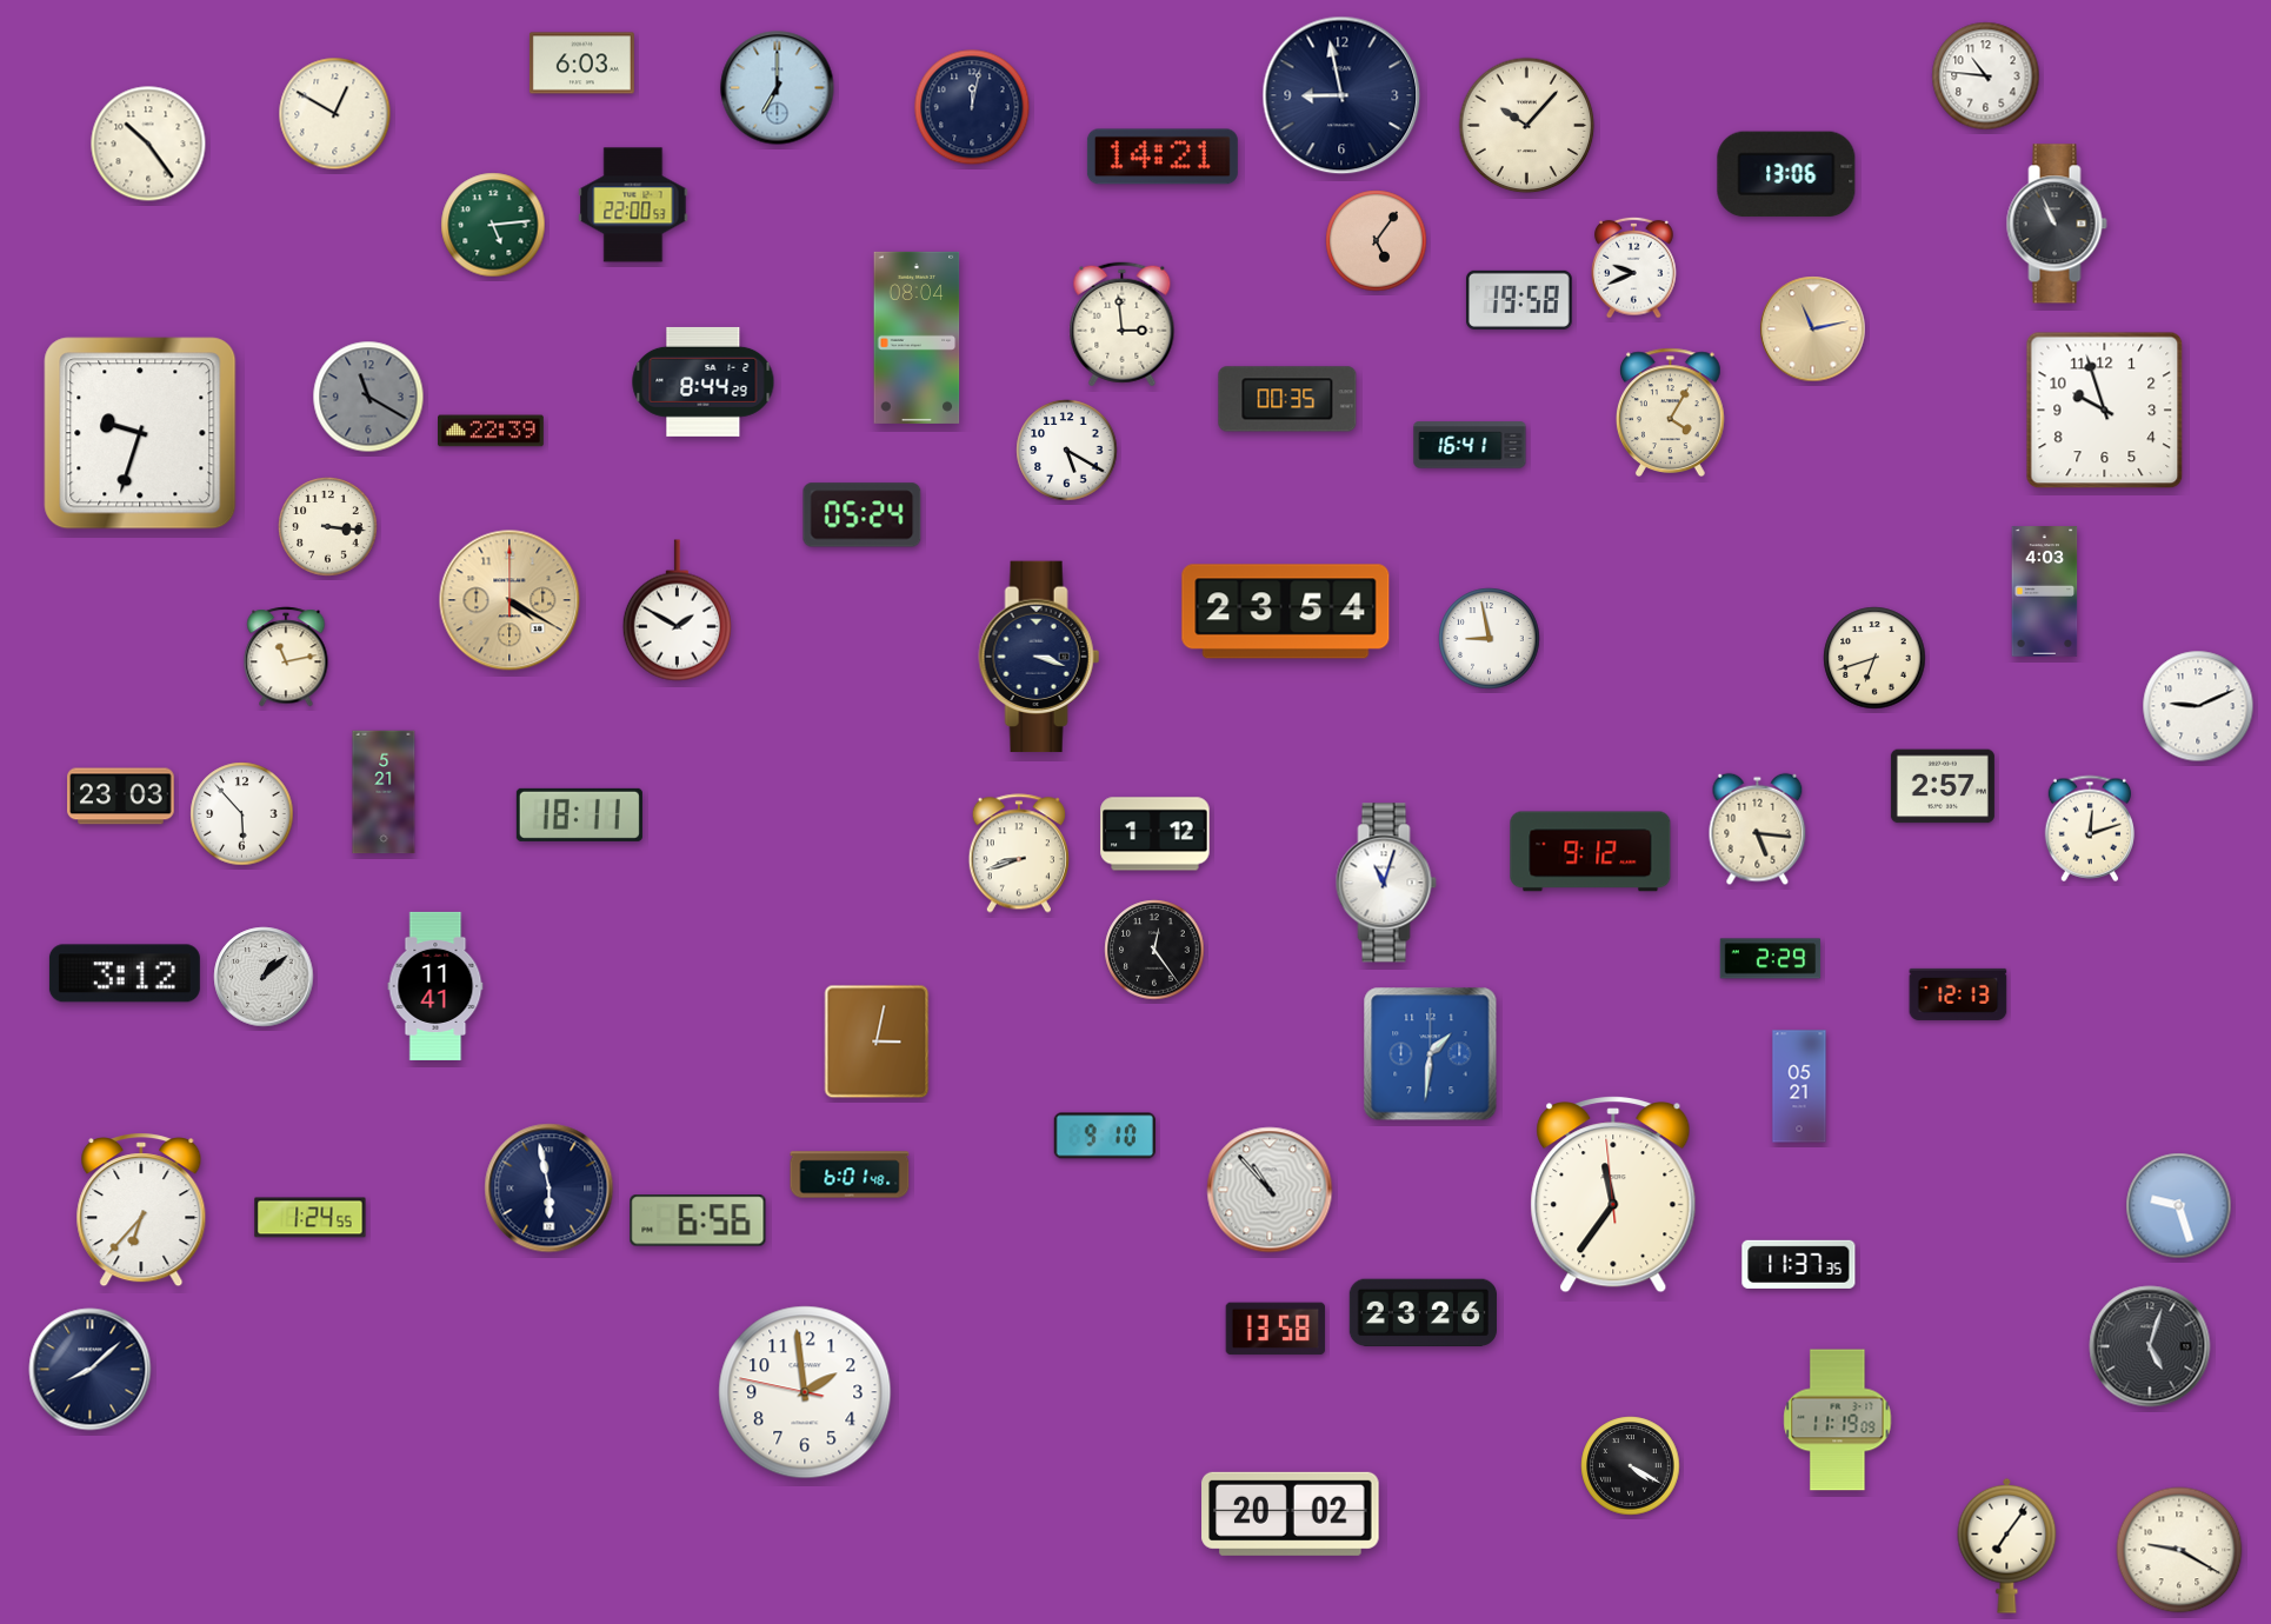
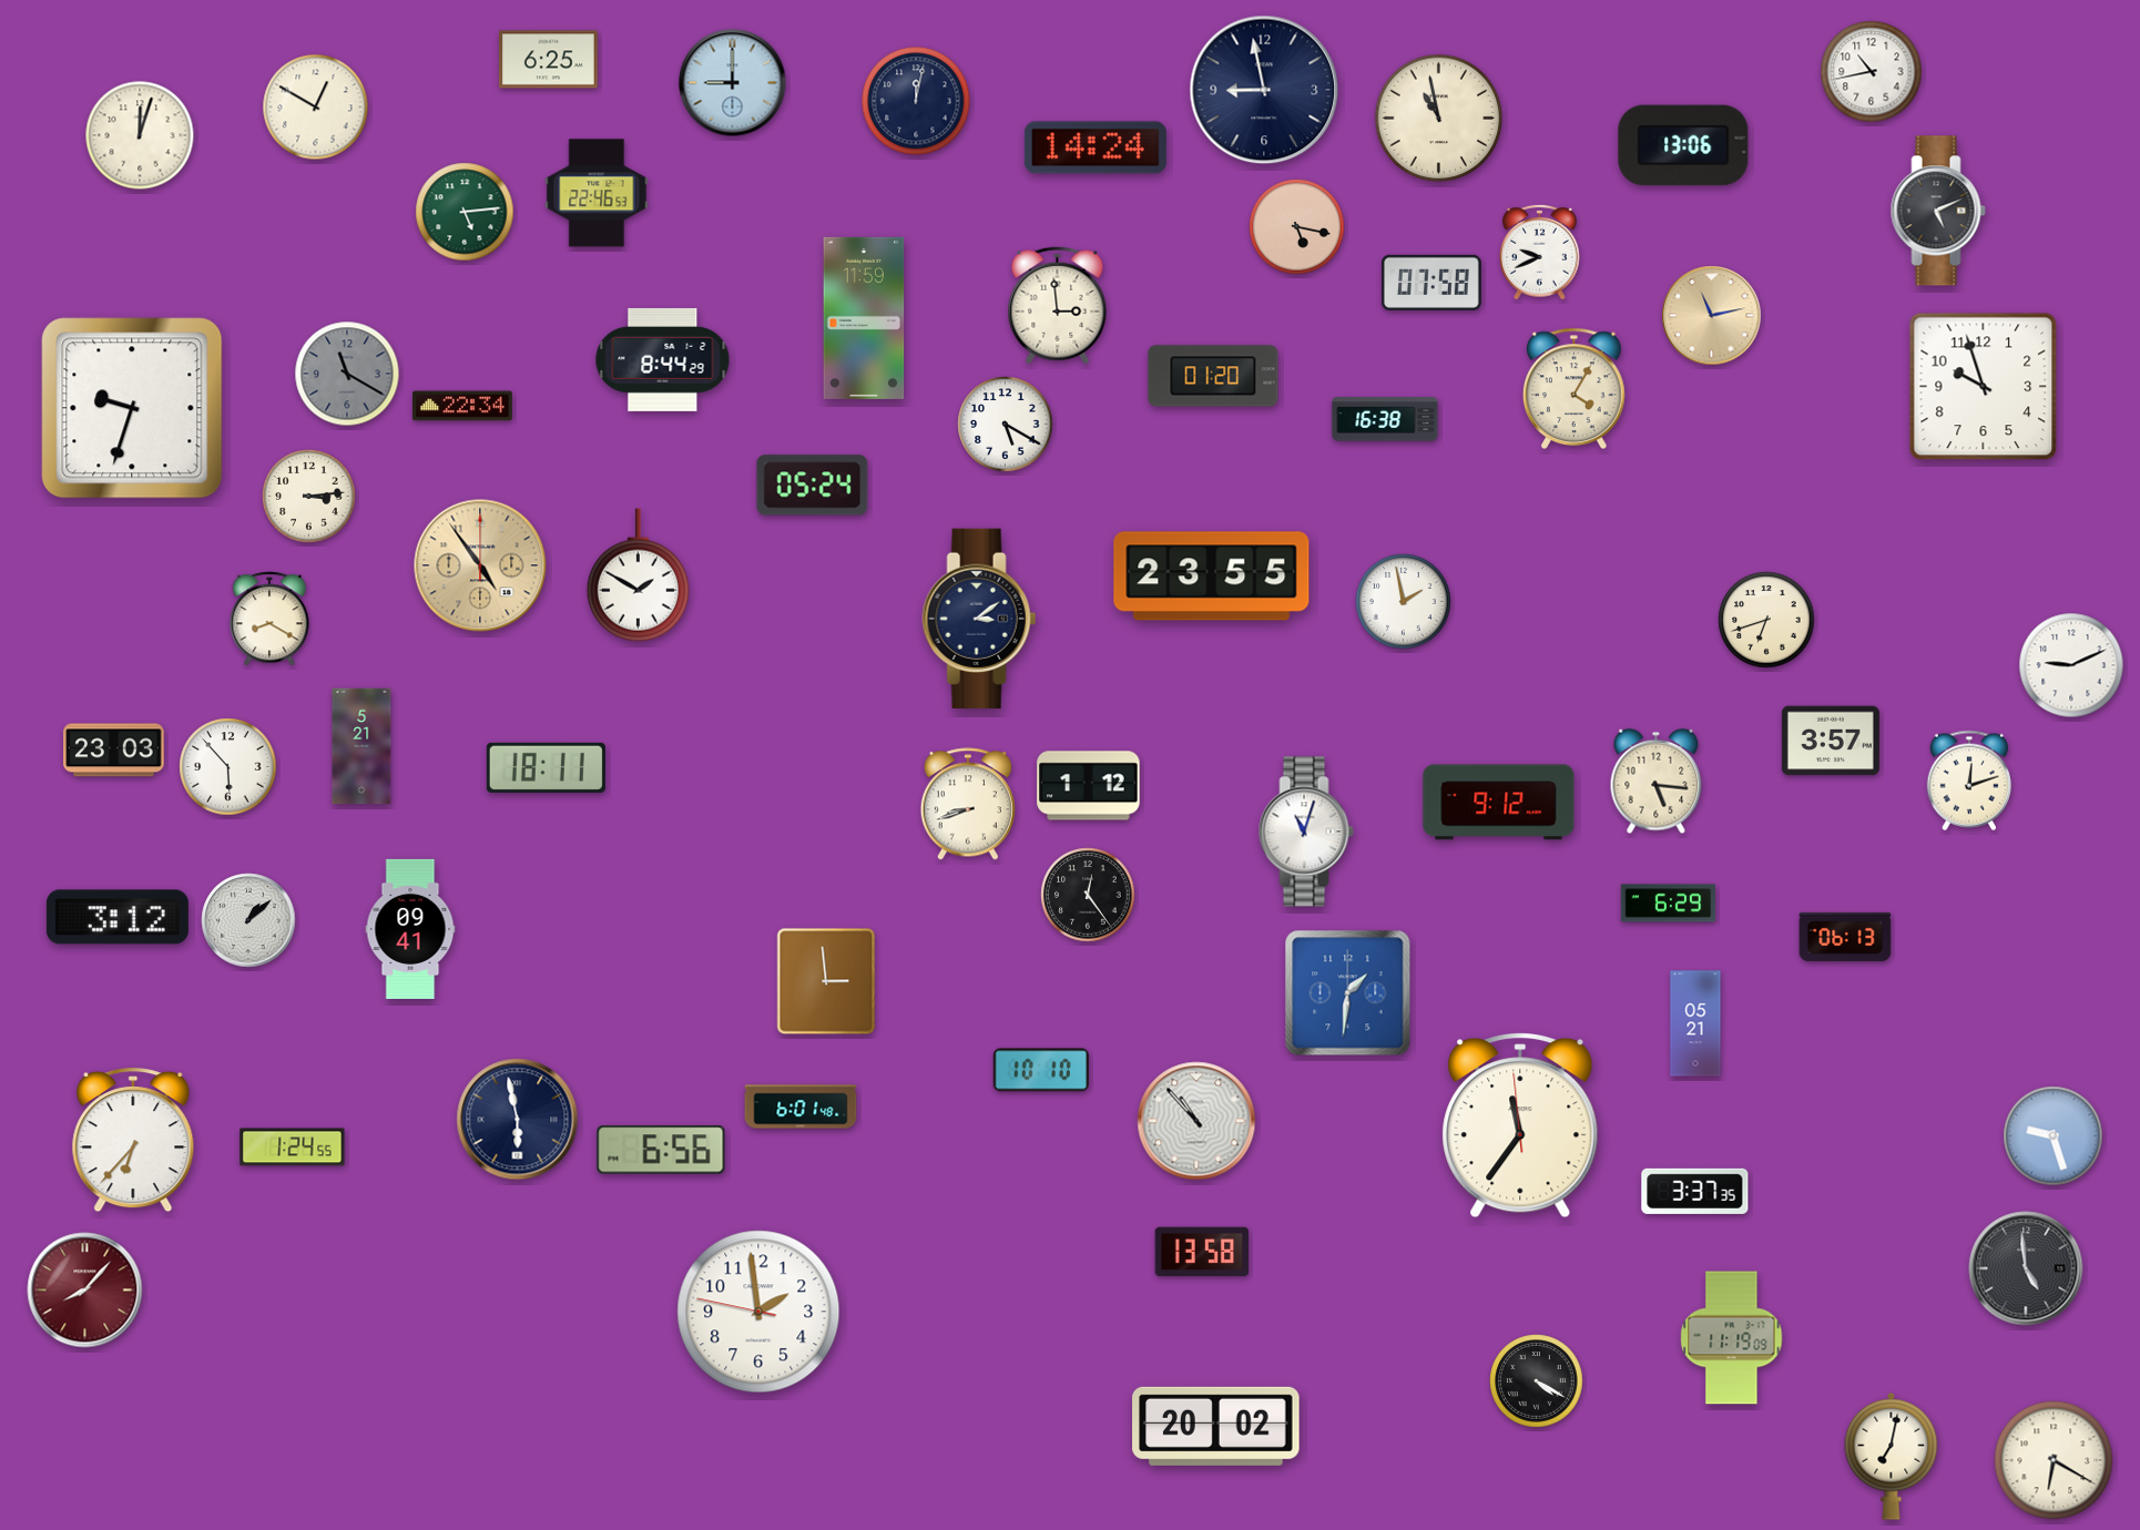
clock at (581, 64): 6:03 -> 6:25
clock at (1986, 76): 10:46 -> 10:43
clock at (778, 88): 7:00 -> 9:00
clock at (1527, 126): 10:07 -> 10:58
clock at (148, 144): 10:24 -> 12:03
clock at (1163, 157): 14:21 -> 14:24
clock at (1786, 174) position: (1786, 174) -> (1683, 145)
clock at (633, 205): 22:00 -> 22:46
clock at (2057, 224): 10:56 -> 5:11
clock at (1377, 241): 5:06 -> 5:17
clock at (1519, 300): 19:58 -> 07:58
clock at (1813, 330) position: (1813, 330) -> (1712, 316)
clock at (917, 338): 08:04 -> 11:59
clock at (1287, 399): 00:35 -> 01:20
clock at (492, 431): 22:39 -> 22:34
clock at (1470, 445): 16:41 -> 16:38
clock at (328, 527): 3:16 -> 3:14
clock at (2045, 592): 4:03 -> none
clock at (510, 600): 4:20 -> 4:54
clock at (1286, 612): 23:54 -> 23:55
clock at (1490, 639): 8:58 -> 1:58
clock at (286, 657): 11:13 -> 8:20
clock at (1039, 657): 3:18 -> 3:09
clock at (1943, 786): 2:57 -> 3:57
clock at (1019, 853) position: (1019, 853) -> (968, 804)
clock at (1771, 959): 2:29 -> 6:29
clock at (435, 986): 11:41 -> 09:41
clock at (1958, 994): 12:13 -> 06:13
clock at (877, 1041): 3:02 -> 2:59
clock at (1105, 1136): 9:10 -> 10:10
clock at (698, 1220) position: (698, 1220) -> (661, 1150)
clock at (1799, 1264): 11:37 -> 3:37
clock at (1423, 1313): 23:26 -> none
clock at (2150, 1346): 5:03 -> 4:59
clock at (91, 1370): 8:08 -> 8:07
clock at (91, 1370) dial: navy -> burgundy
clock at (2007, 1545): 7:06 -> 7:02
clock at (2179, 1550): 9:20 -> 6:20
